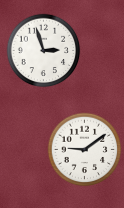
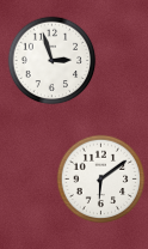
clock at (85, 150): 9:09 -> 6:09
